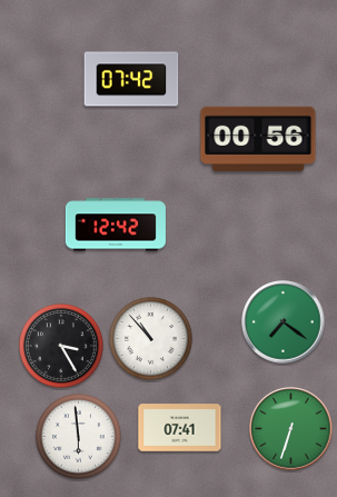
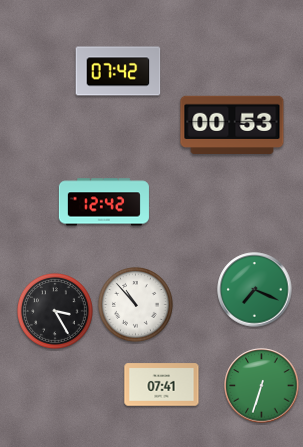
clock at (258, 139): 00:56 -> 00:53
clock at (284, 322): 7:21 -> 7:19
clock at (78, 437): 5:59 -> none
